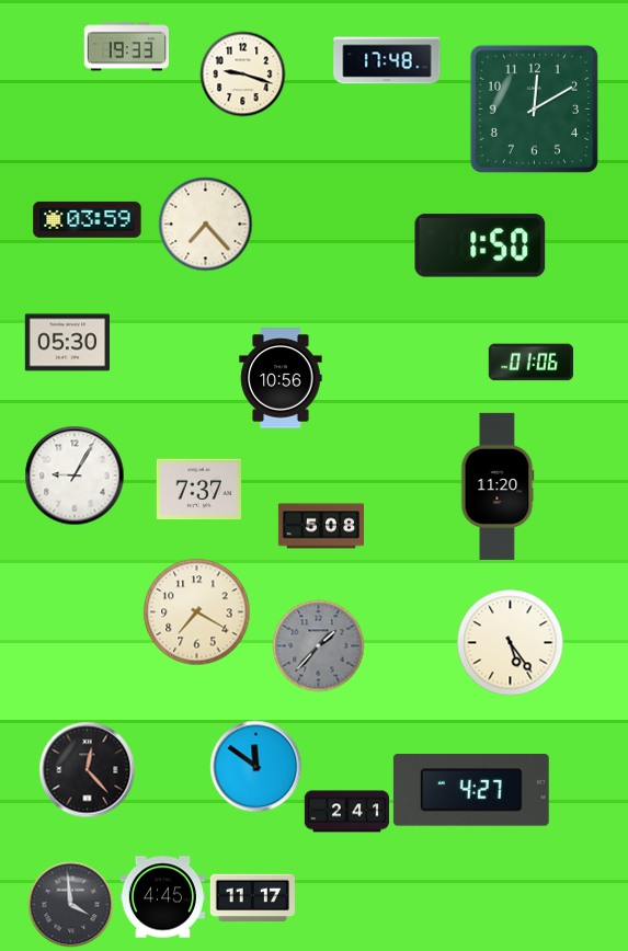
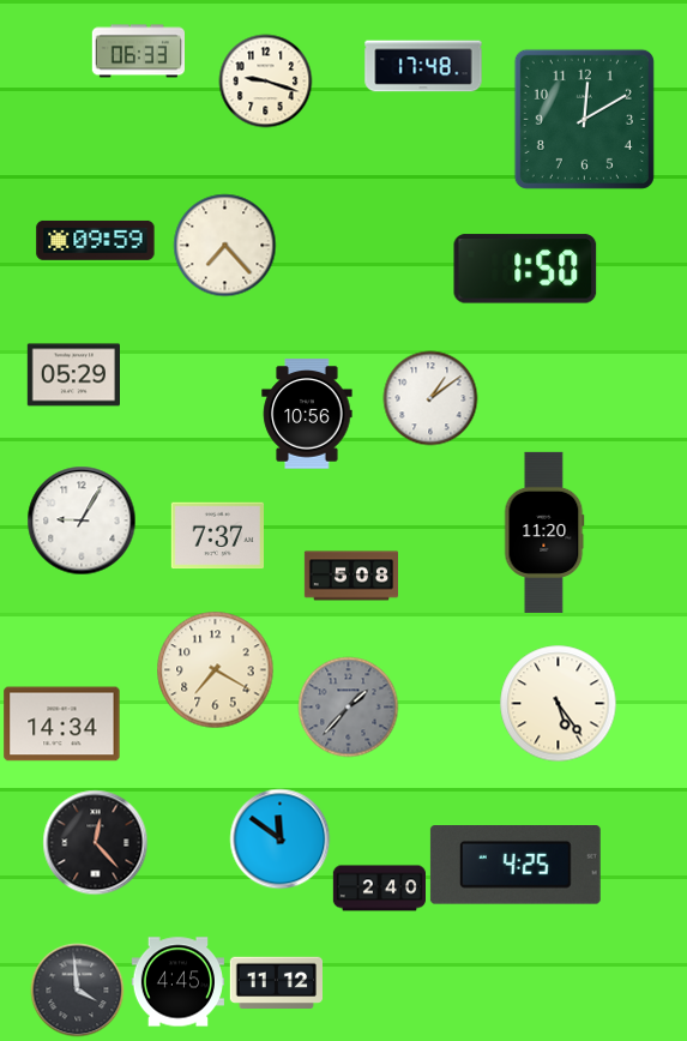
clock at (126, 47): 19:33 -> 06:33
clock at (88, 219): 03:59 -> 09:59
clock at (67, 343): 05:30 -> 05:29
clock at (530, 363): 01:06 -> none
clock at (430, 398): none -> 1:09
clock at (62, 724): none -> 14:34
clock at (471, 790): 4:27 -> 4:25
clock at (346, 812): 2:41 -> 2:40
clock at (252, 897): 11:17 -> 11:12
